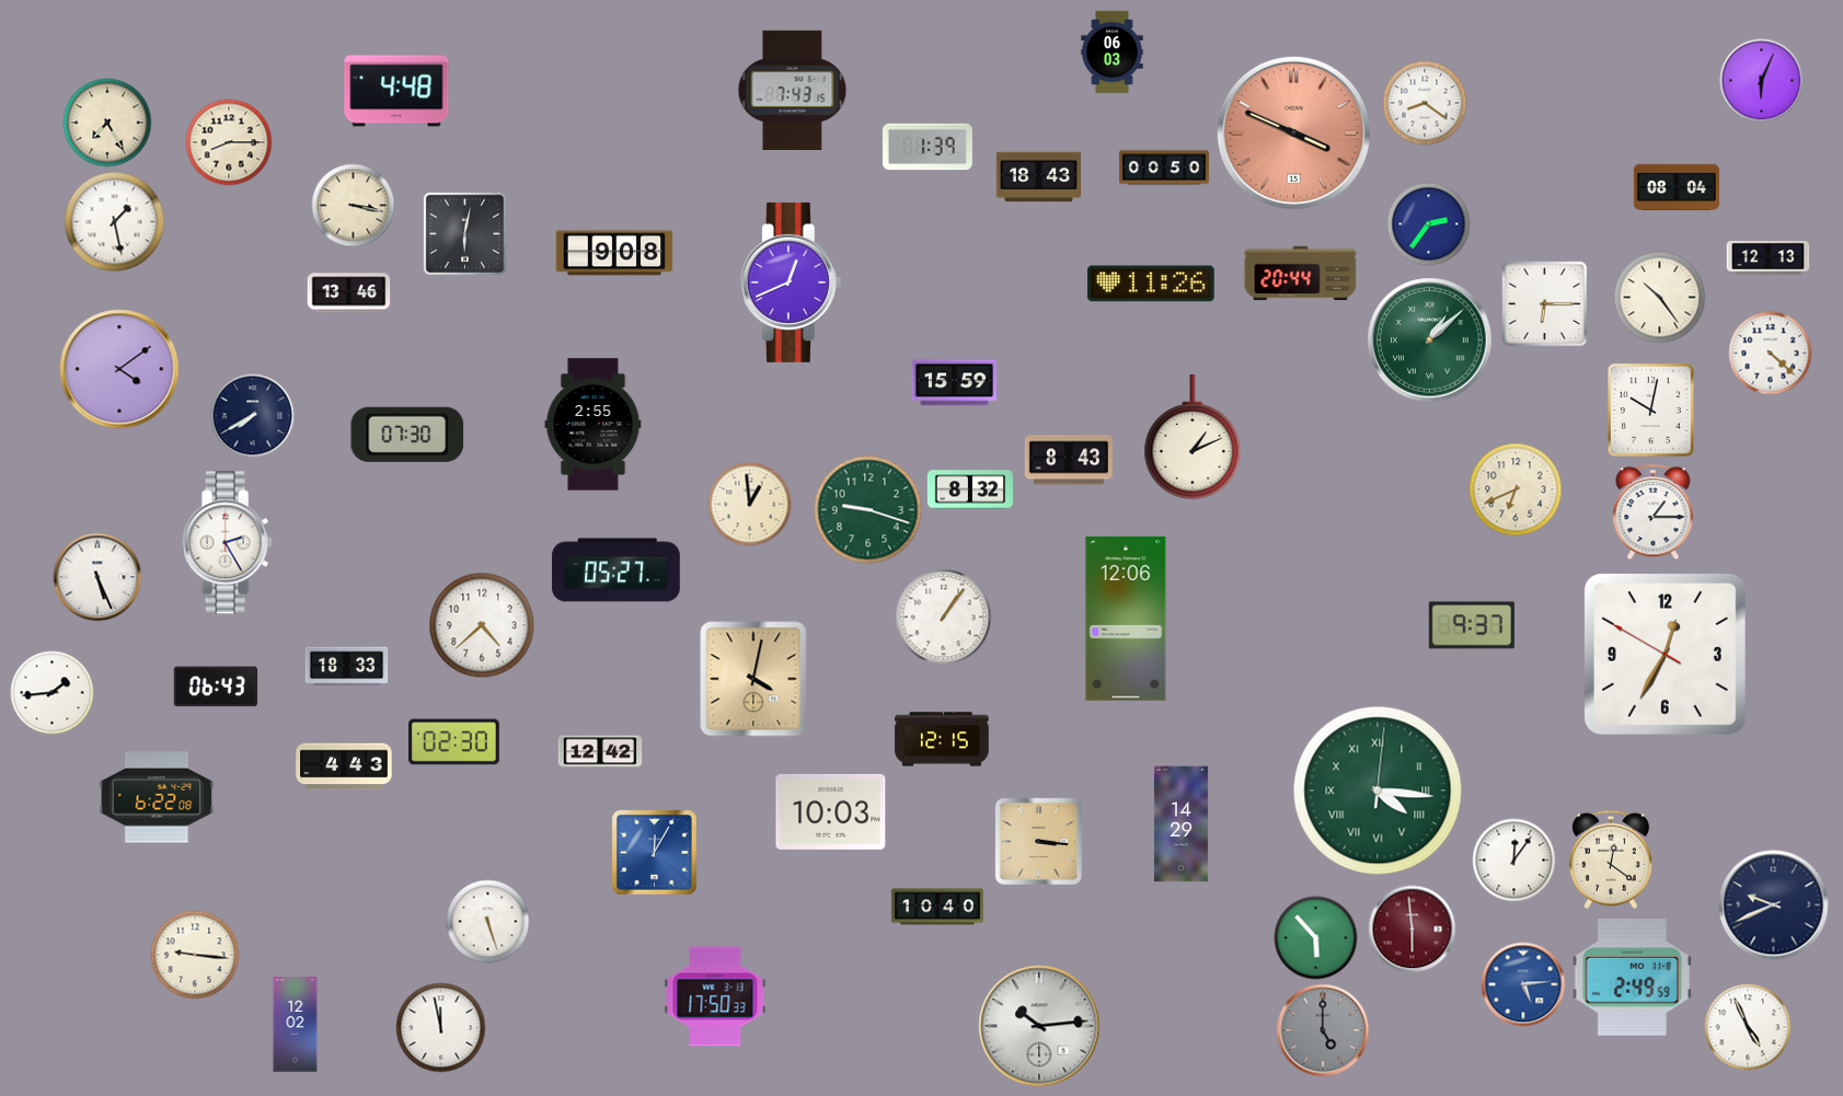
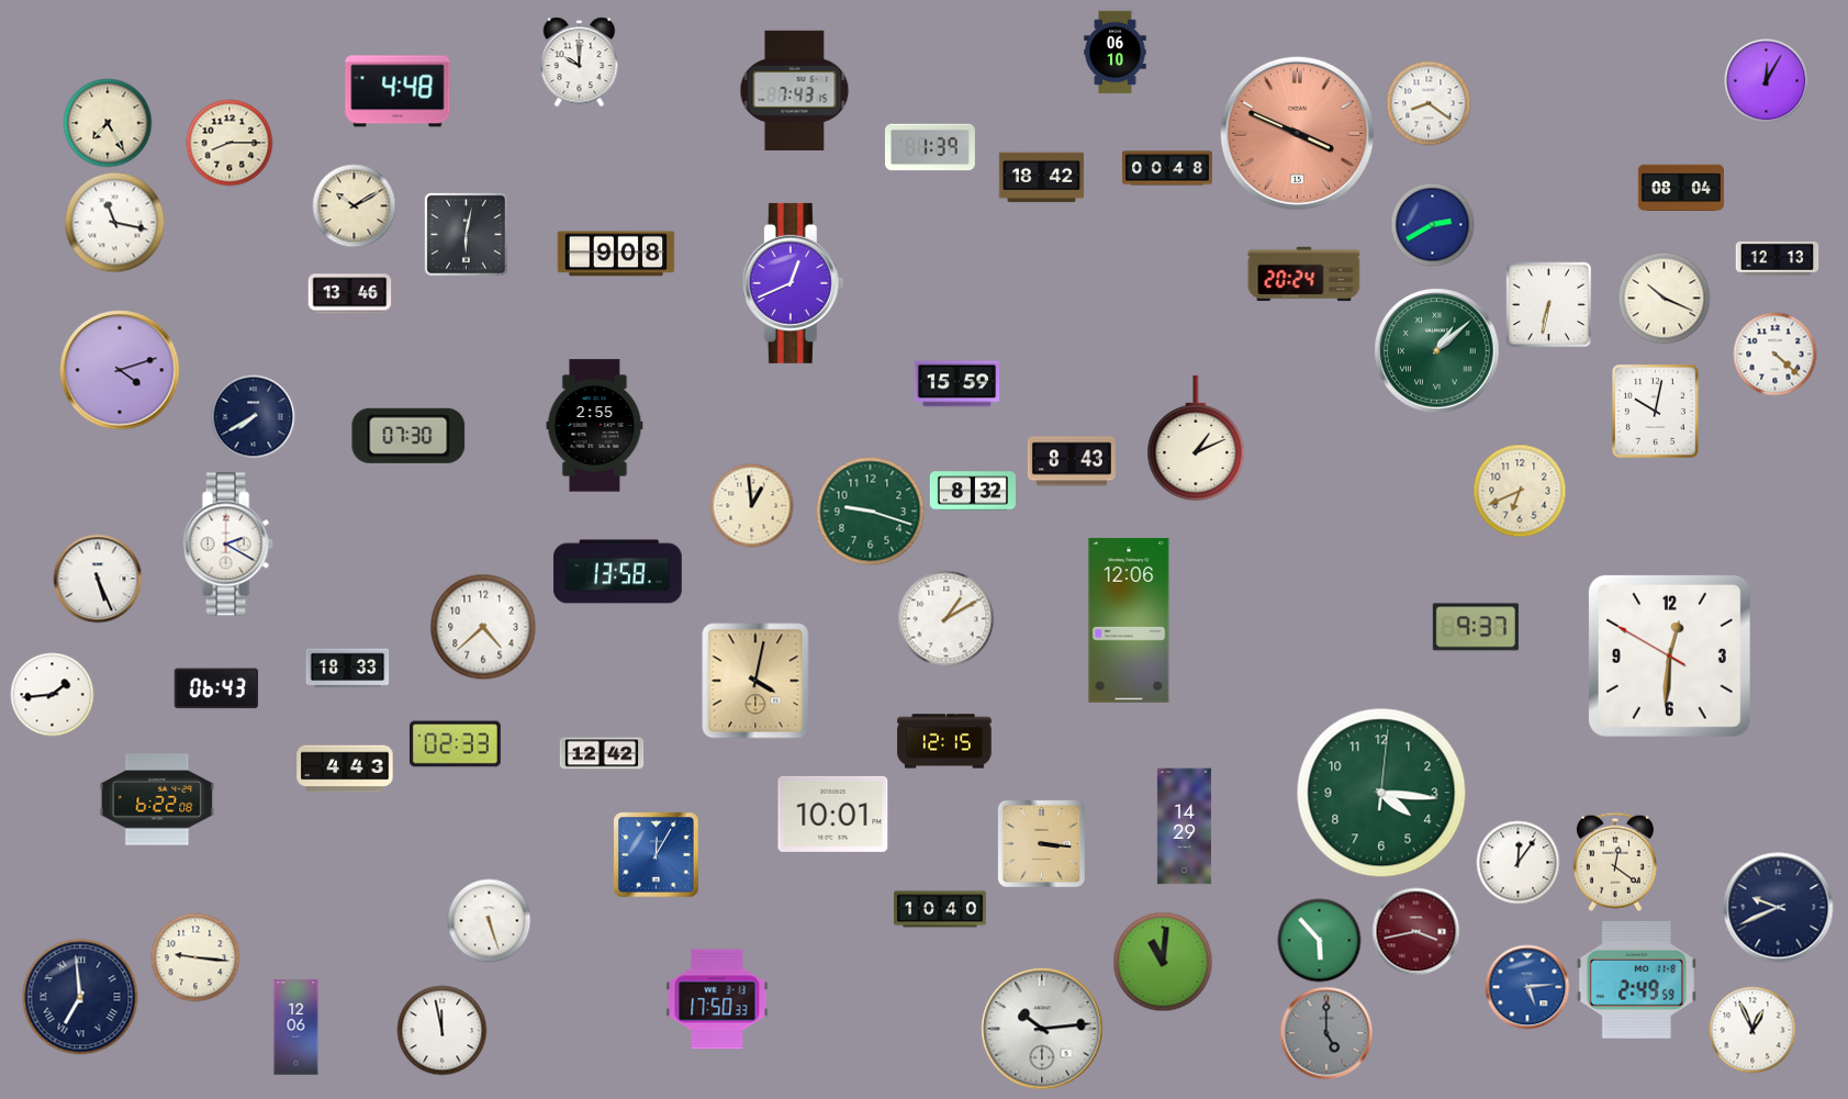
clock at (1113, 53): 06:03 -> 06:10
clock at (580, 63): none -> 10:00
clock at (1762, 81): 6:04 -> 12:05
clock at (1164, 168): 00:50 -> 00:48
clock at (1039, 177): 18:43 -> 18:42
clock at (354, 206): 3:17 -> 10:10
clock at (115, 222): 1:28 -> 11:17
clock at (1429, 224): 2:36 -> 2:40
clock at (1769, 257) position: (1769, 257) -> (1778, 258)
clock at (1301, 274): 20:44 -> 20:24
clock at (1151, 284): 11:26 -> none
clock at (1660, 298): 10:24 -> 10:19
clock at (1545, 304): 6:15 -> 6:32
clock at (1430, 341) position: (1430, 341) -> (1437, 351)
clock at (119, 369): 4:09 -> 4:12
clock at (1654, 512): 1:15 -> none
clock at (227, 543): 2:25 -> 2:20
clock at (617, 570): 05:27 -> 13:58
clock at (944, 618): 1:06 -> 1:10
clock at (1665, 654): 12:34 -> 12:30
clock at (453, 742): 02:30 -> 02:33
clock at (1378, 791) numerals: Roman -> Arabic
clock at (831, 811): 10:03 -> 10:01
clock at (488, 922) position: (488, 922) -> (490, 921)
clock at (1413, 930): 5:59 -> 3:43
clock at (1163, 962): none -> 11:01
clock at (80, 997): none -> 6:59
clock at (296, 1025): 12:02 -> 12:06
clock at (1748, 1027): 4:56 -> 12:56
